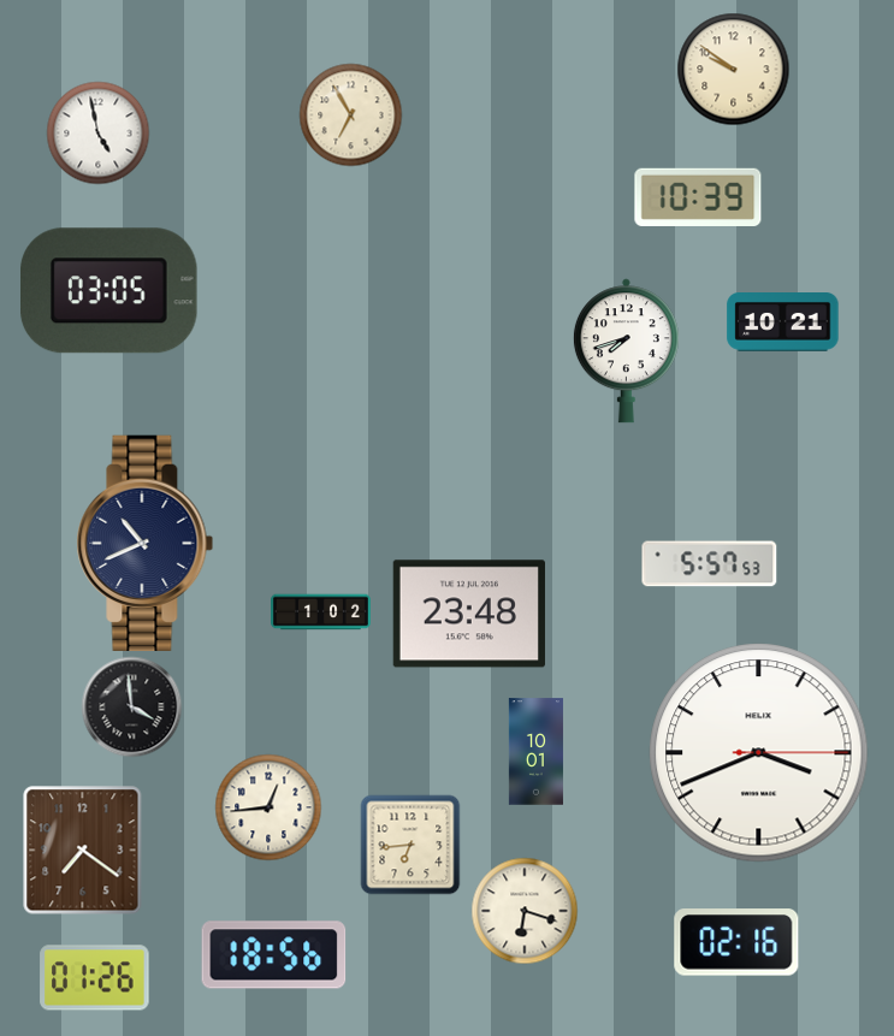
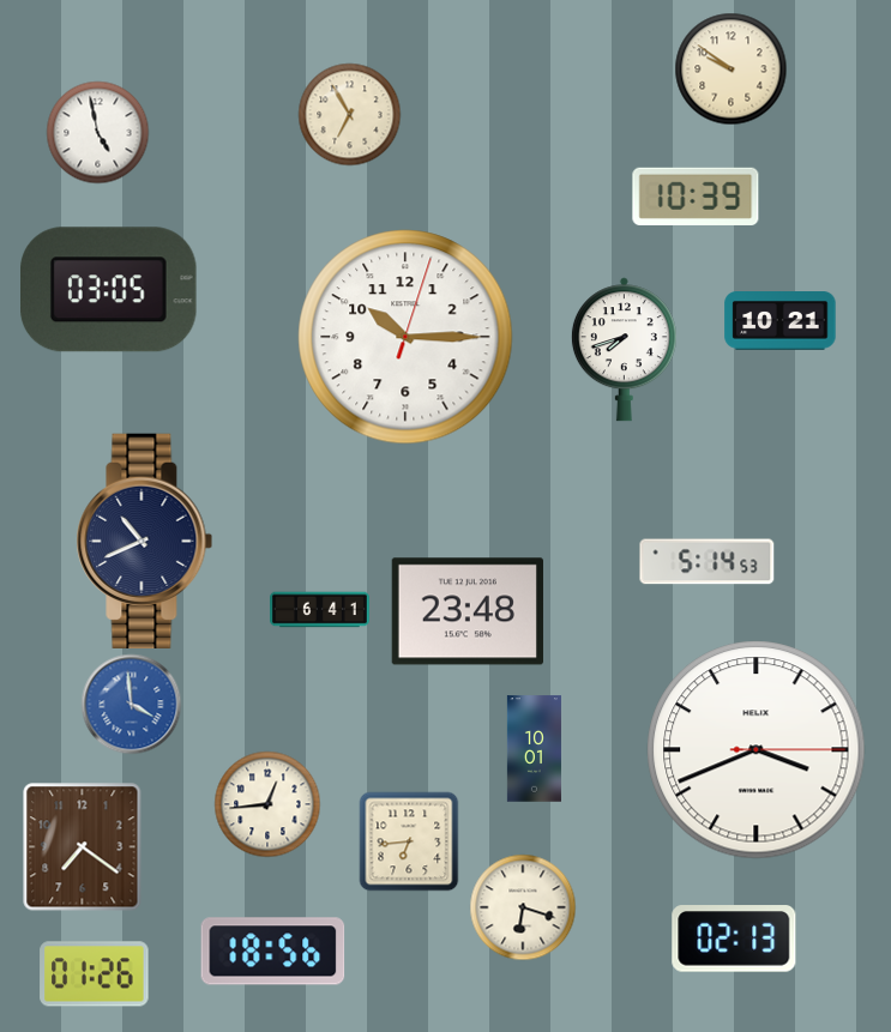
clock at (405, 337): none -> 10:15
clock at (710, 564): 5:57 -> 5:14
clock at (321, 612): 1:02 -> 6:41
clock at (131, 706) dial: black -> blue
clock at (736, 942): 02:16 -> 02:13
